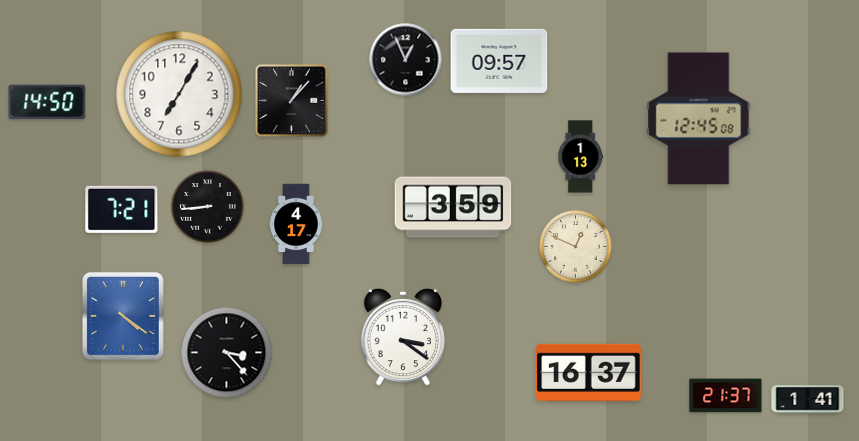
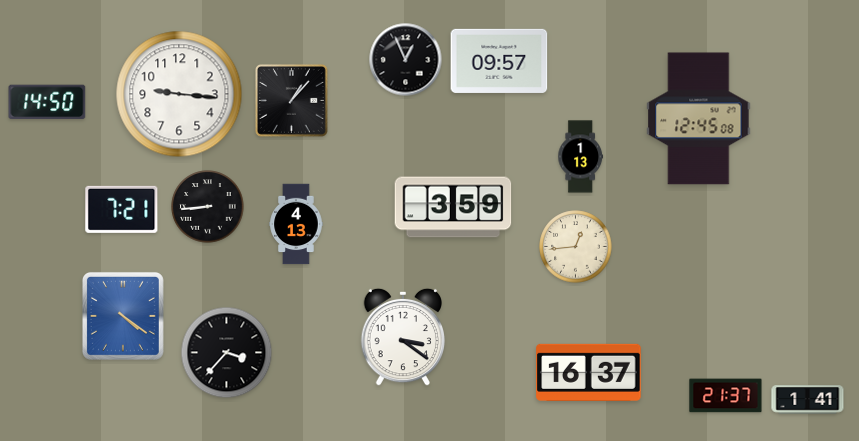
clock at (179, 94): 7:05 -> 9:16
clock at (296, 224): 4:17 -> 4:13
clock at (576, 247): 12:49 -> 12:44
clock at (227, 353): 3:23 -> 3:37
